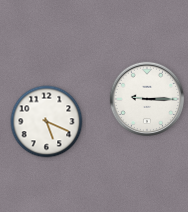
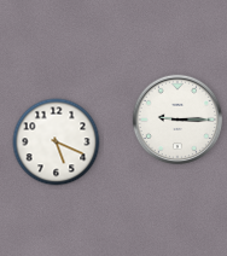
clock at (47, 122) position: (47, 122) -> (57, 142)
